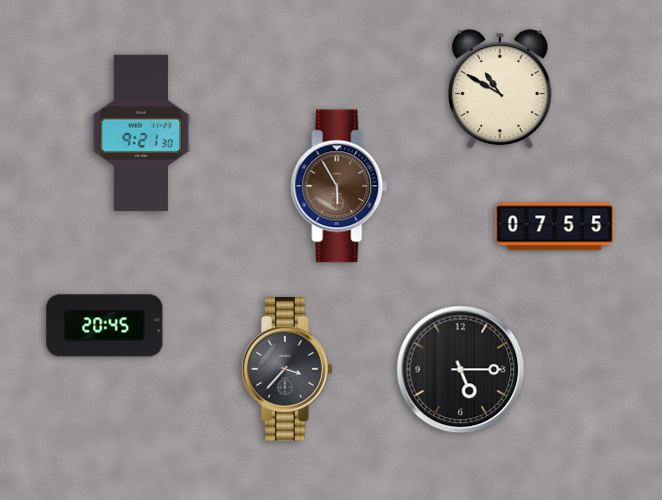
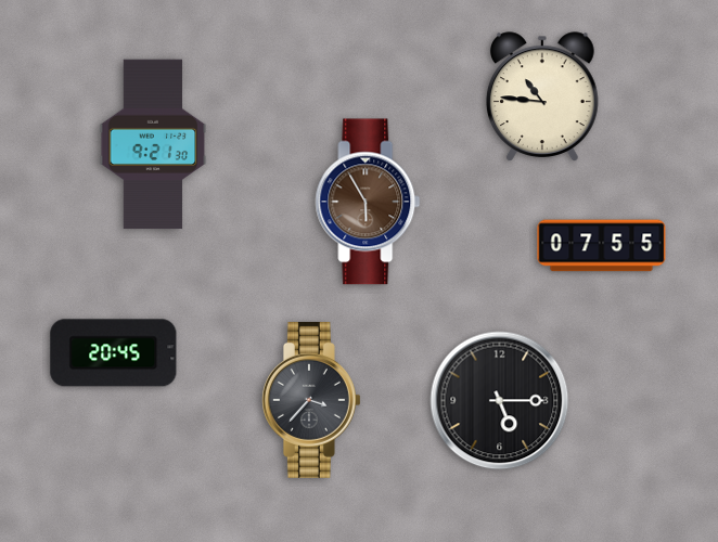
clock at (501, 89): 10:50 -> 10:46
